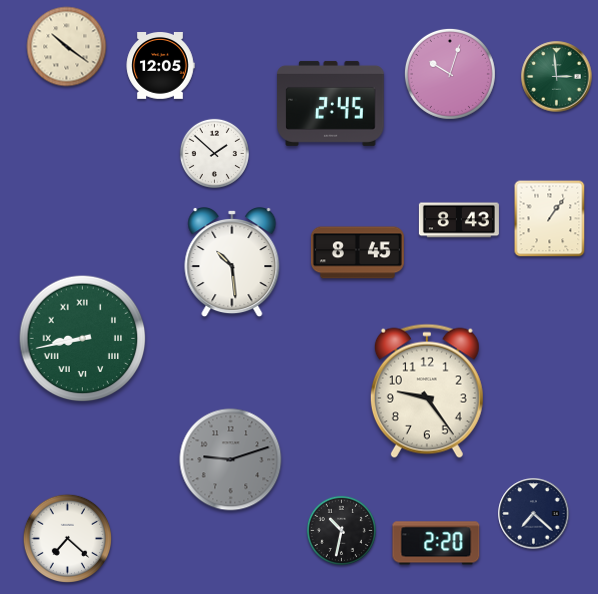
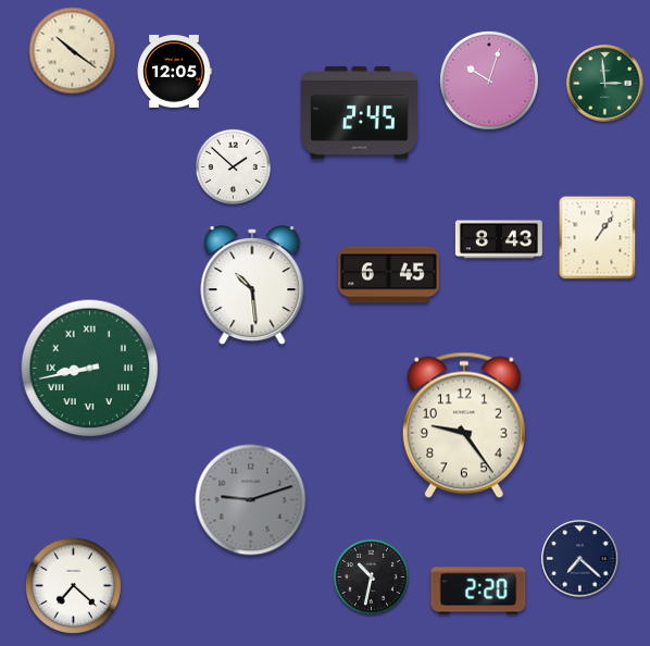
clock at (357, 253): 8:45 -> 6:45
clock at (436, 543) position: (436, 543) -> (478, 591)
